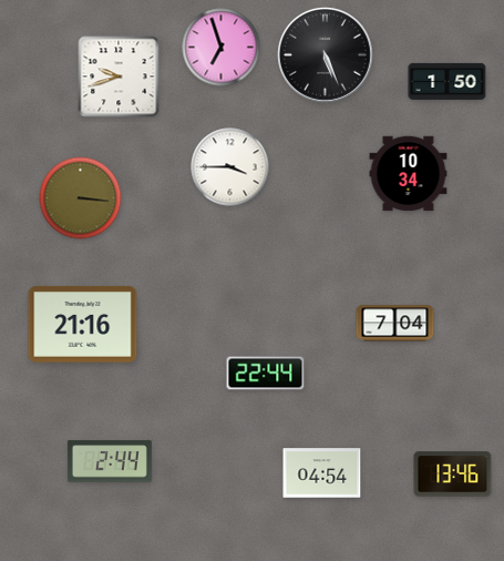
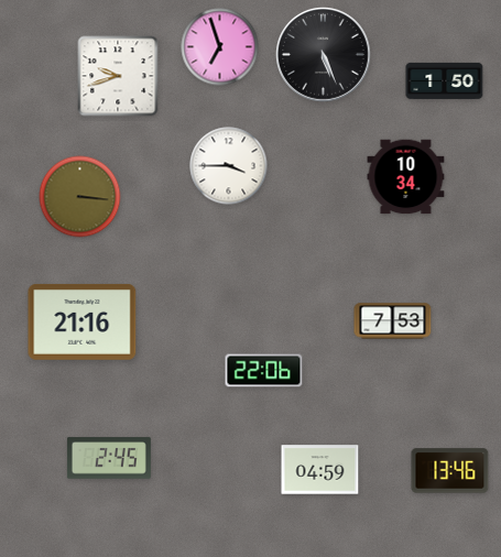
clock at (409, 174) position: (409, 174) -> (406, 177)
clock at (395, 324): 7:04 -> 7:53
clock at (266, 374): 22:44 -> 22:06
clock at (110, 461): 2:44 -> 2:45
clock at (322, 473): 04:54 -> 04:59
